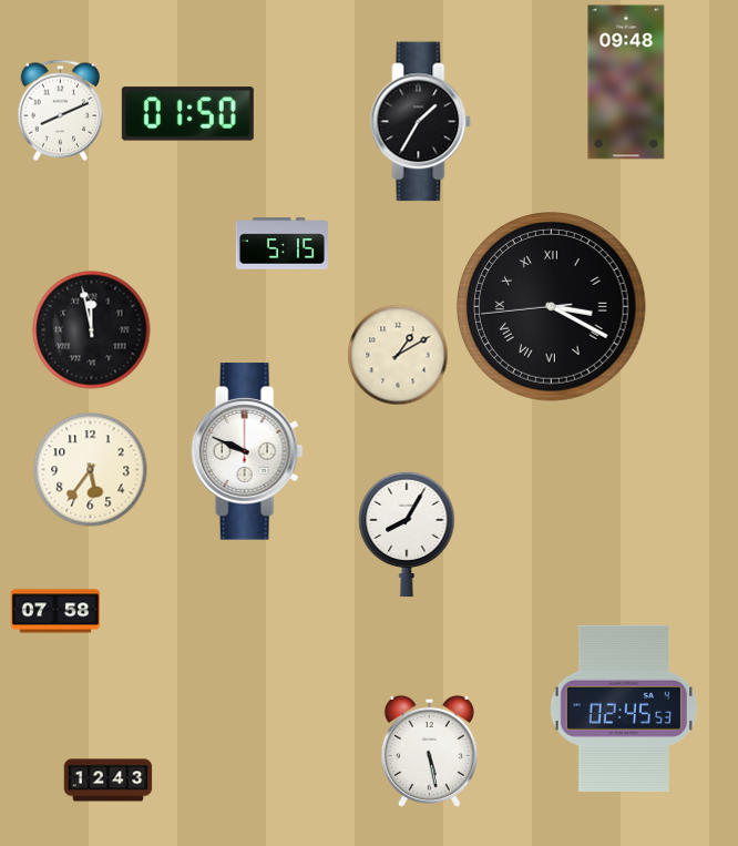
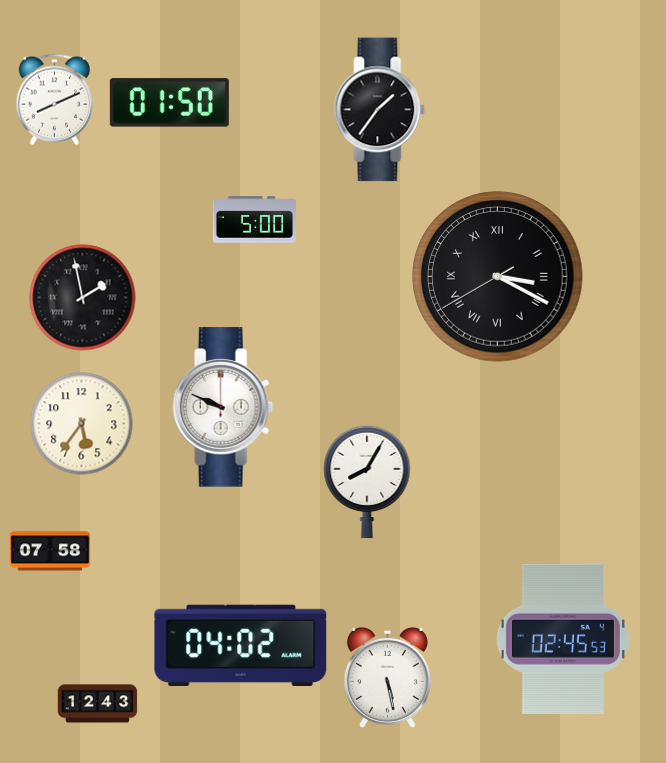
clock at (626, 82): 09:48 -> none
clock at (421, 122): 1:35 -> 1:36
clock at (281, 244): 5:15 -> 5:00
clock at (552, 307): 3:19:44 -> 3:19:40
clock at (92, 330): 11:58 -> 1:58
clock at (398, 355): 1:10 -> none
clock at (241, 645): none -> 04:02
